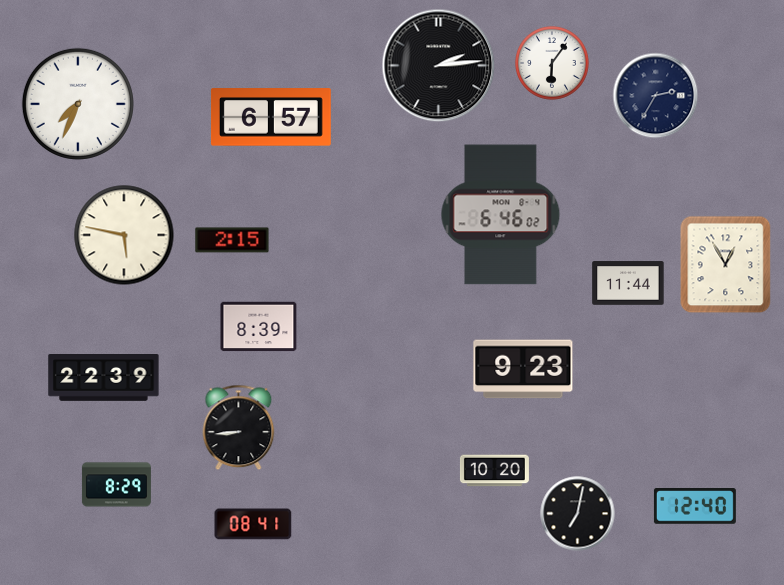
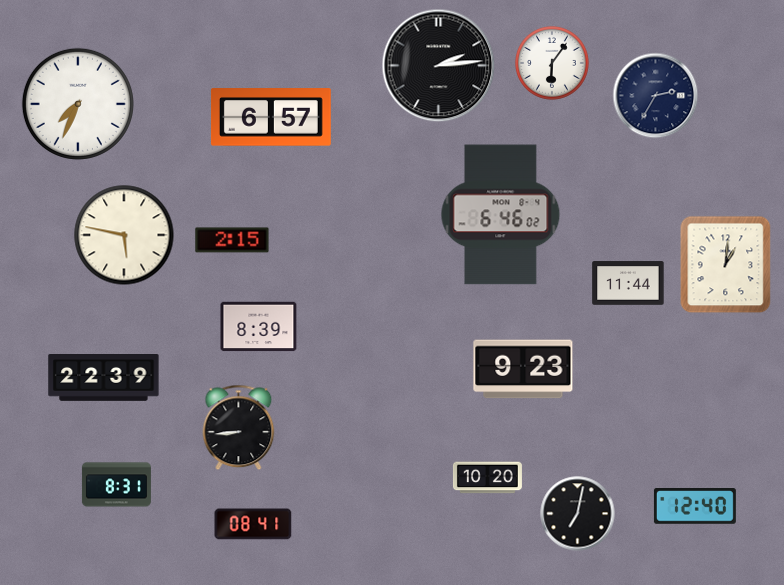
clock at (726, 265): 12:55 -> 1:01
clock at (494, 471) position: (494, 471) -> (487, 478)
clock at (116, 485): 8:29 -> 8:31
